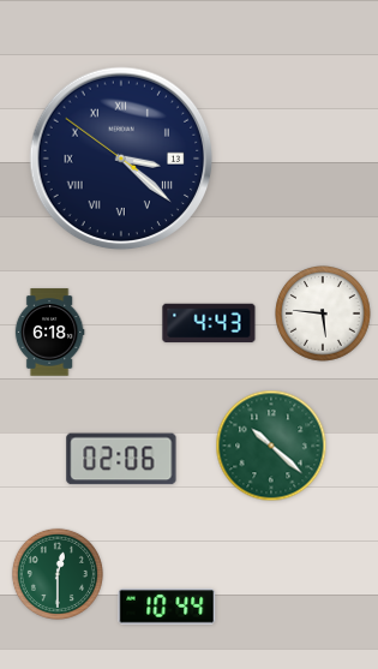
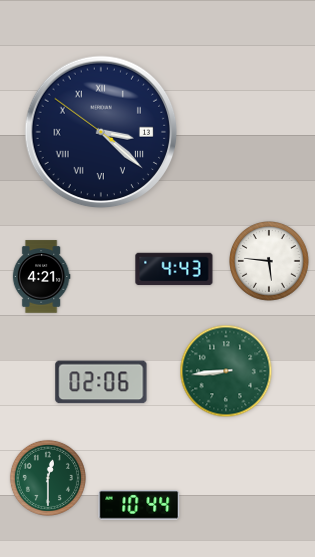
clock at (49, 333): 6:18 -> 4:21
clock at (271, 446): 10:22 -> 8:44
